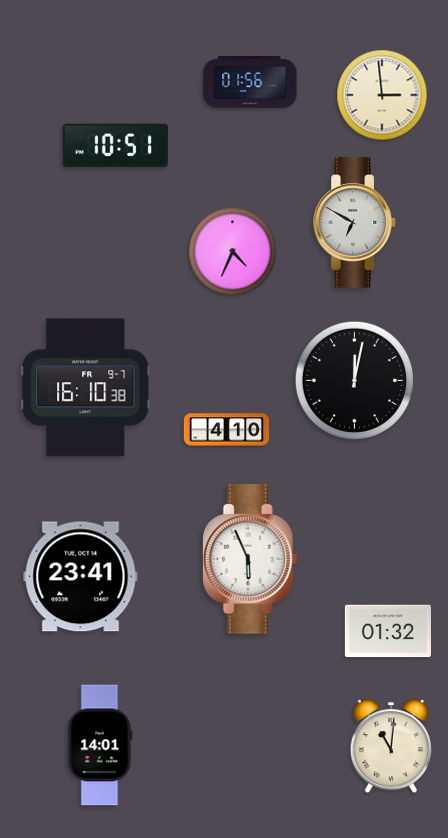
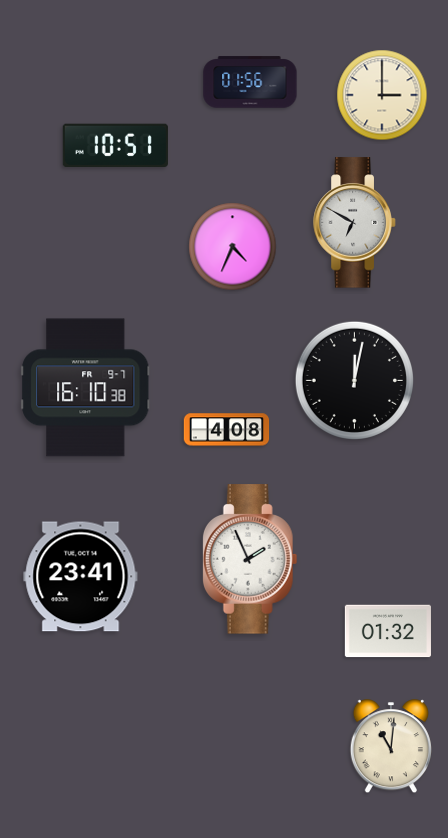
clock at (382, 95): 2:59 -> 3:00
clock at (233, 252) position: (233, 252) -> (233, 247)
clock at (227, 430): 4:10 -> 4:08
clock at (250, 559): 5:56 -> 1:56
clock at (100, 745): 14:01 -> none
